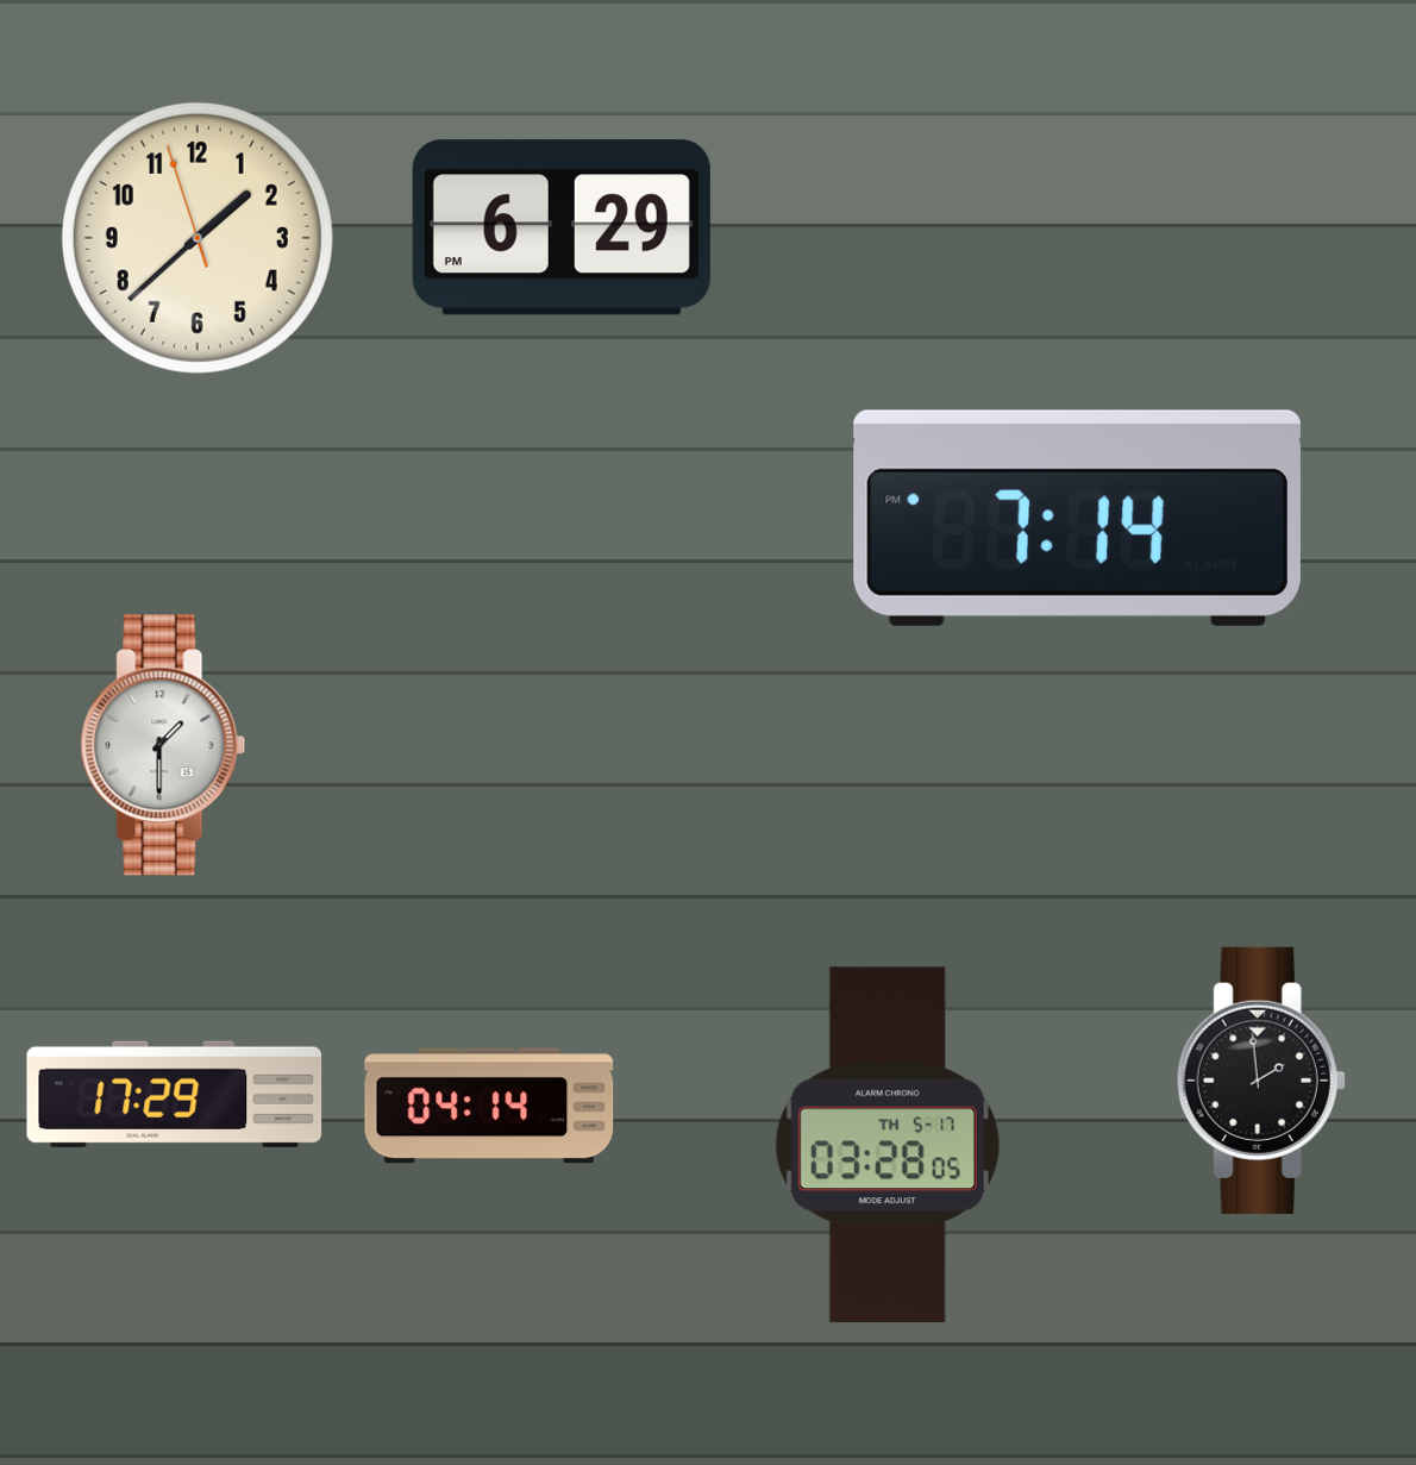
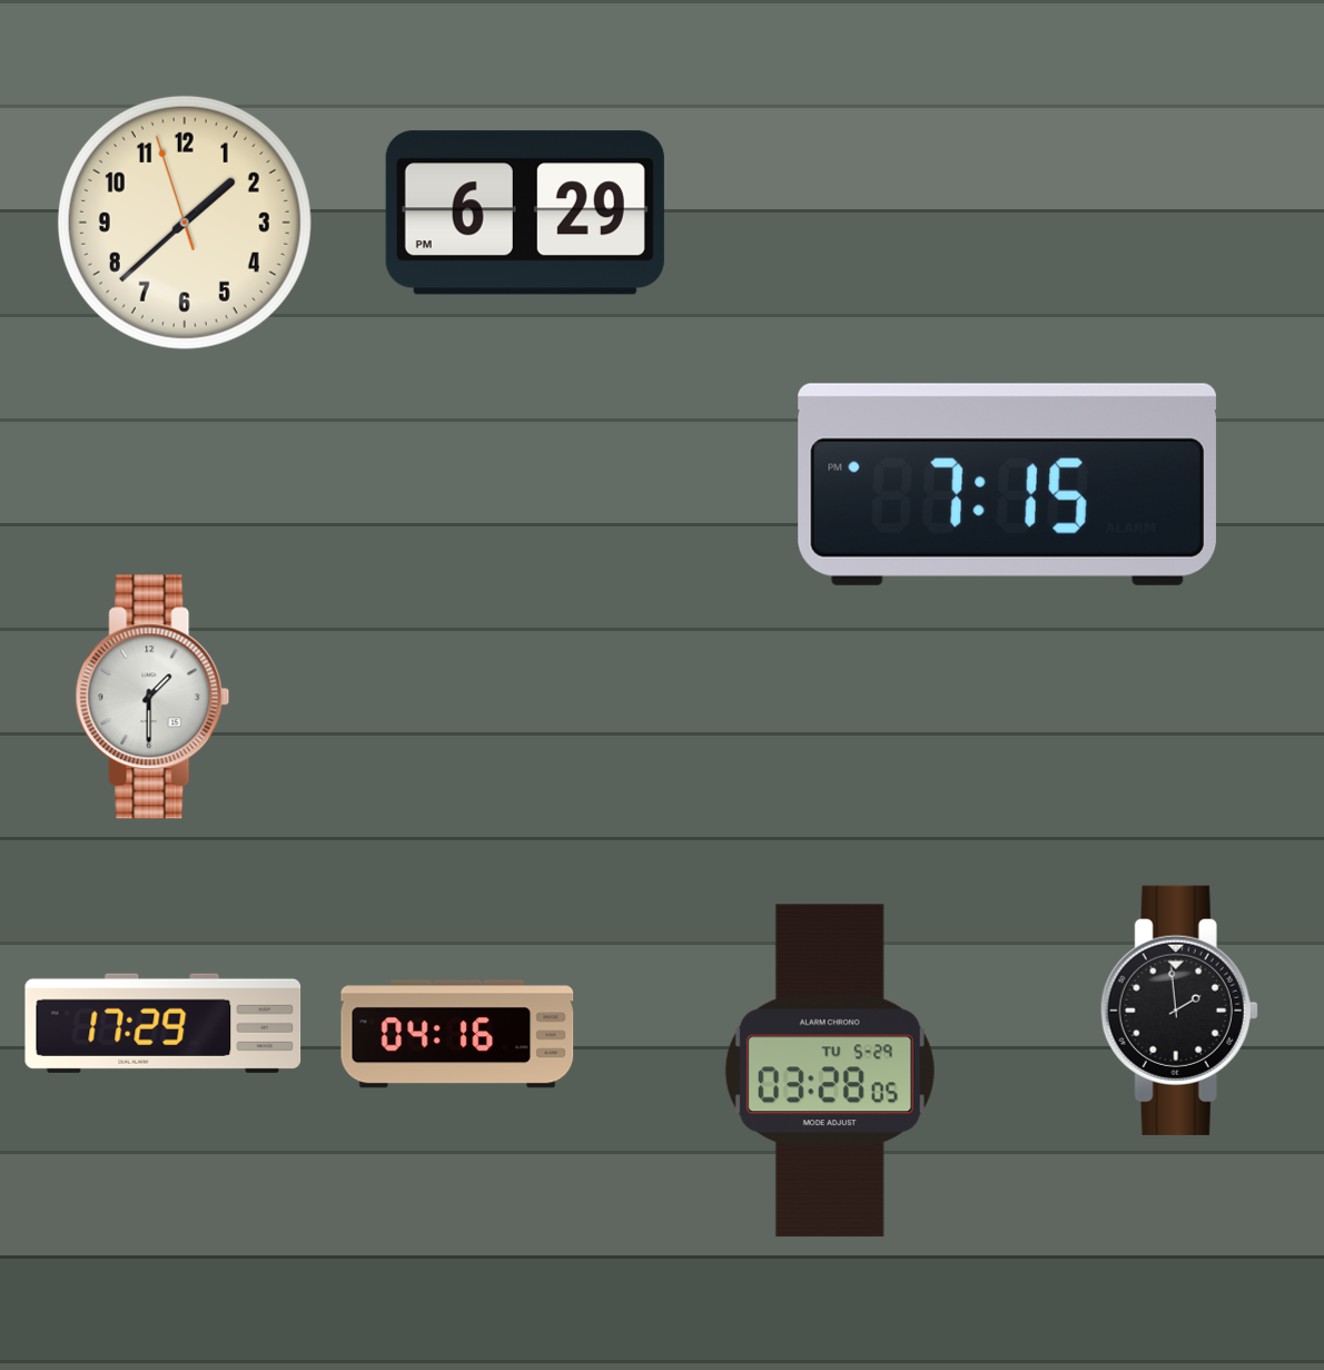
clock at (1077, 518): 7:14 -> 7:15
clock at (489, 1106): 04:14 -> 04:16
clock at (888, 1145) date: TH 5-17 -> TU 5-29
